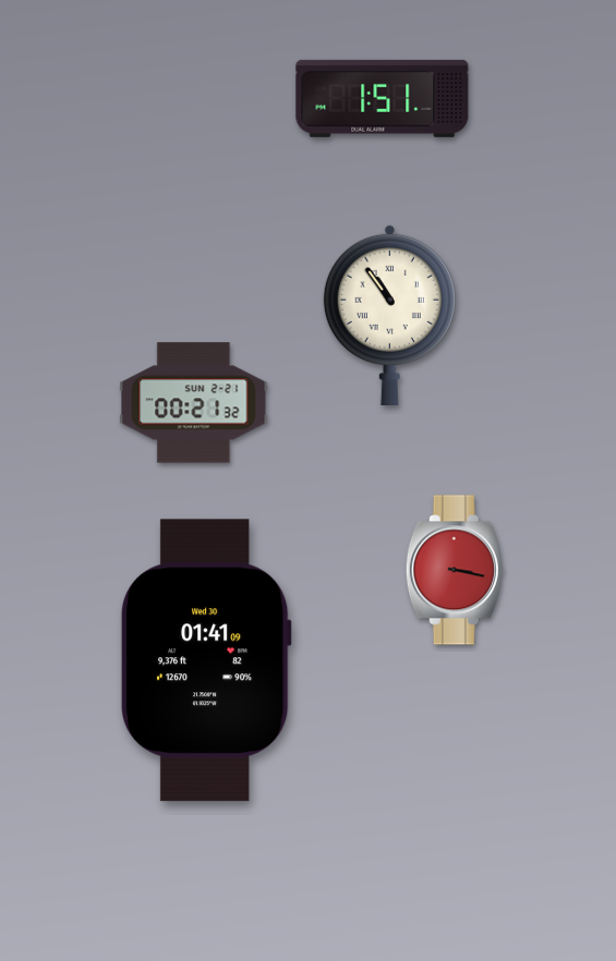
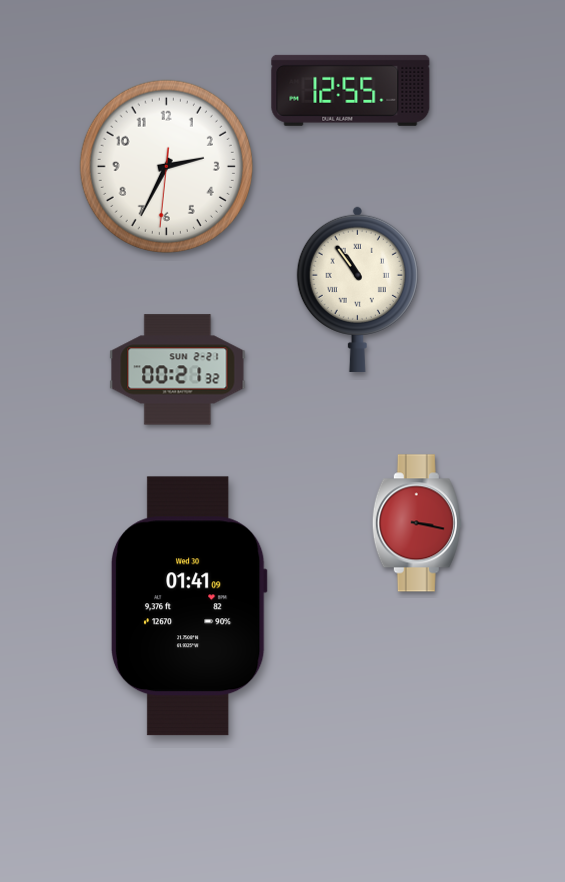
clock at (383, 98): 1:51 -> 12:55
clock at (166, 166): none -> 2:34
